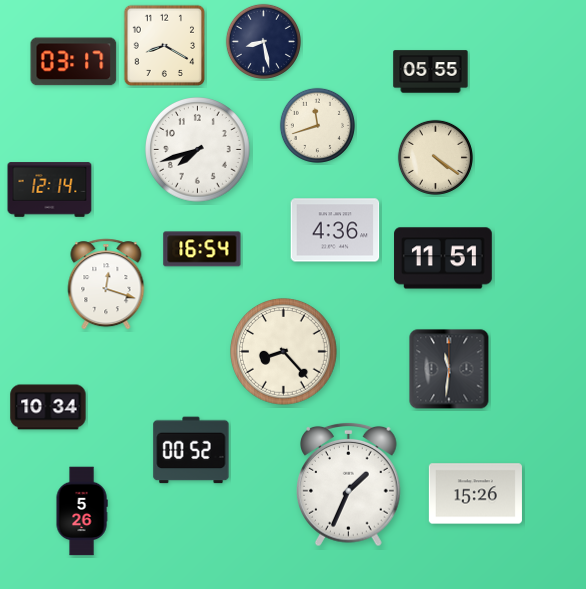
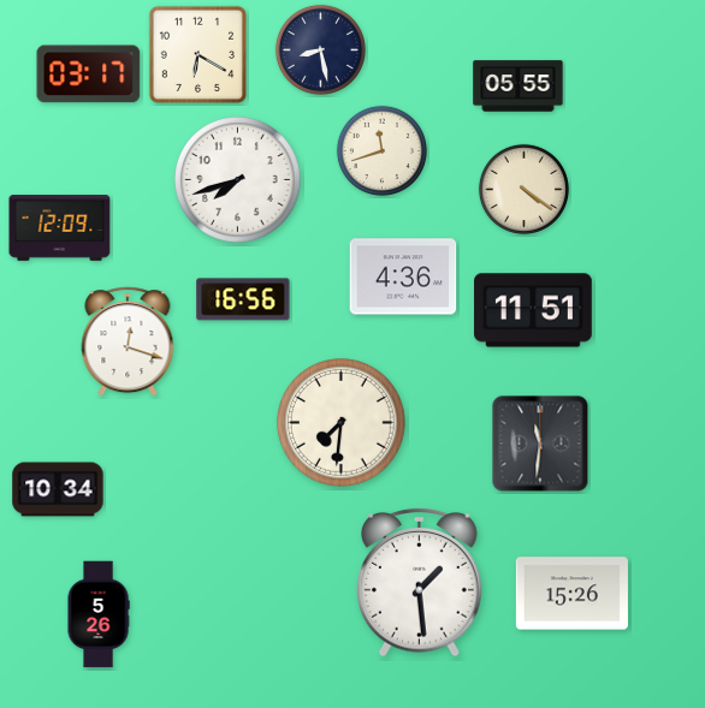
clock at (263, 41) position: (263, 41) -> (320, 49)
clock at (165, 45): 8:20 -> 6:20
clock at (50, 190): 12:14 -> 12:09
clock at (202, 249): 16:54 -> 16:56
clock at (284, 352): 8:23 -> 7:31
clock at (191, 450): 00:52 -> none
clock at (349, 484): 1:34 -> 1:29
